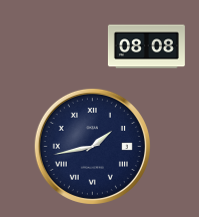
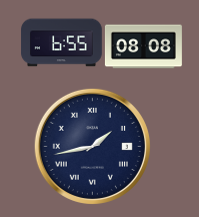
clock at (62, 43): none -> 6:55
clock at (146, 47) position: (146, 47) -> (143, 47)
